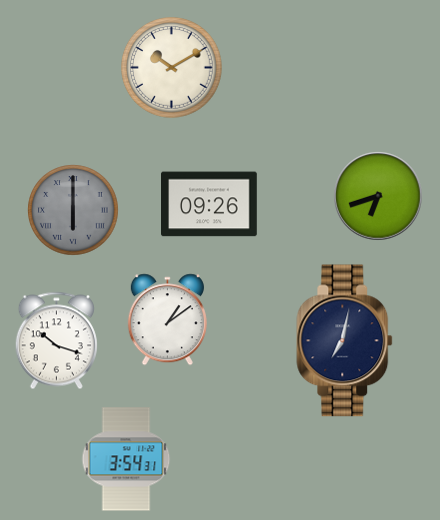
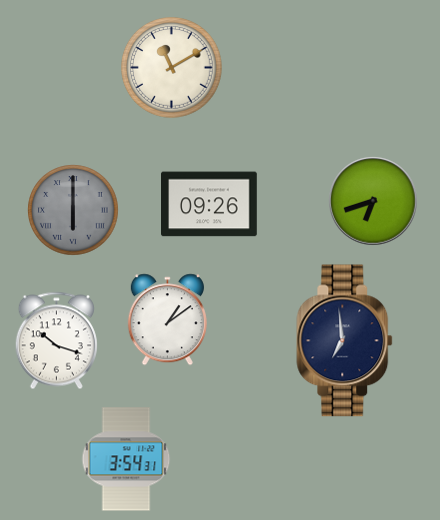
clock at (172, 68): 10:10 -> 11:10
clock at (378, 196) position: (378, 196) -> (373, 201)
clock at (345, 341): 7:02 -> 6:59
